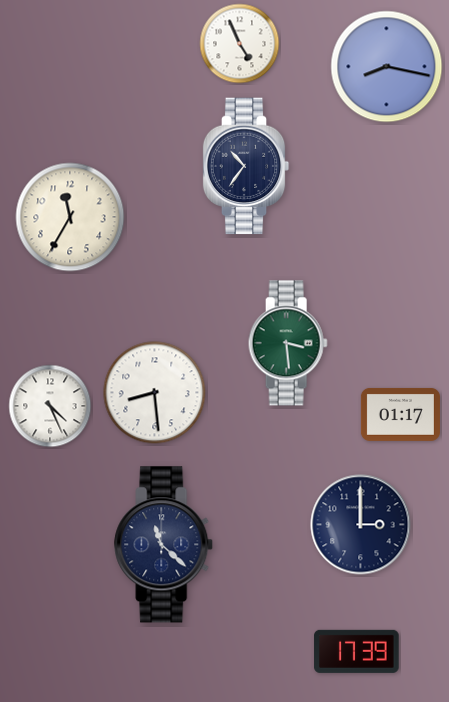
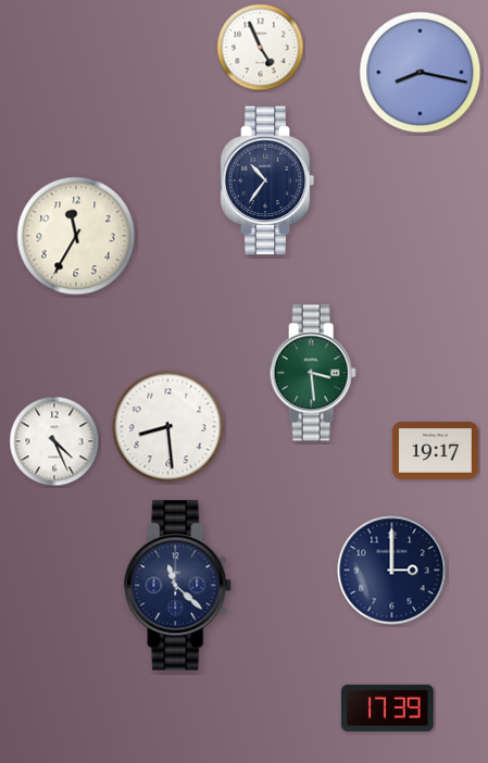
clock at (400, 414): 01:17 -> 19:17
clock at (164, 545) position: (164, 545) -> (178, 586)
